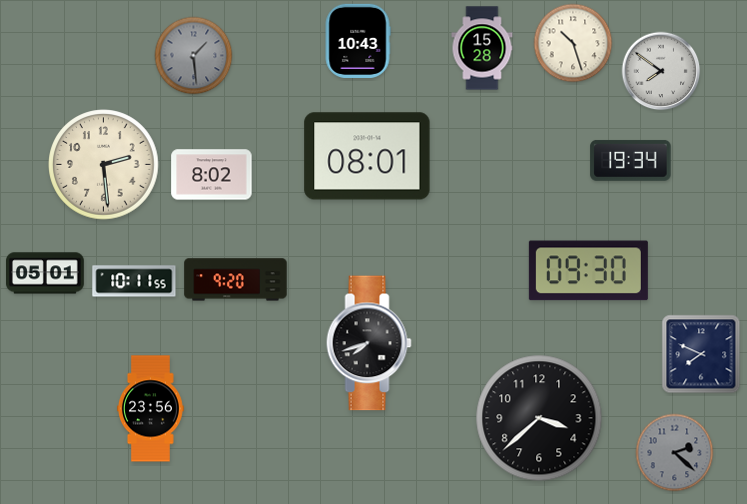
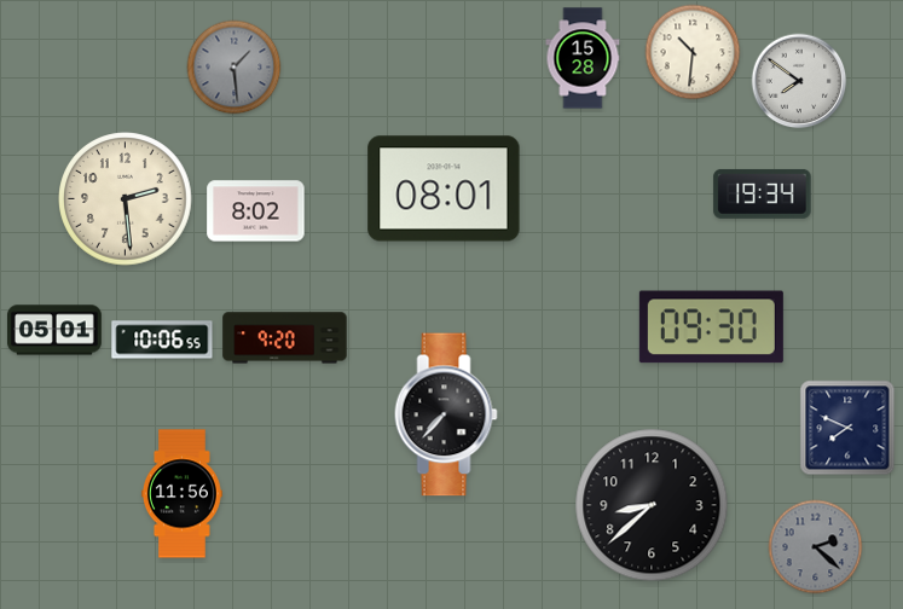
clock at (358, 40): 10:43 -> none
clock at (573, 43): 10:27 -> 10:31
clock at (661, 71) position: (661, 71) -> (799, 81)
clock at (134, 281): 10:11 -> 10:06
clock at (369, 343): 7:42 -> 7:37
clock at (150, 409): 23:56 -> 11:56
clock at (539, 418): 3:38 -> 8:38
